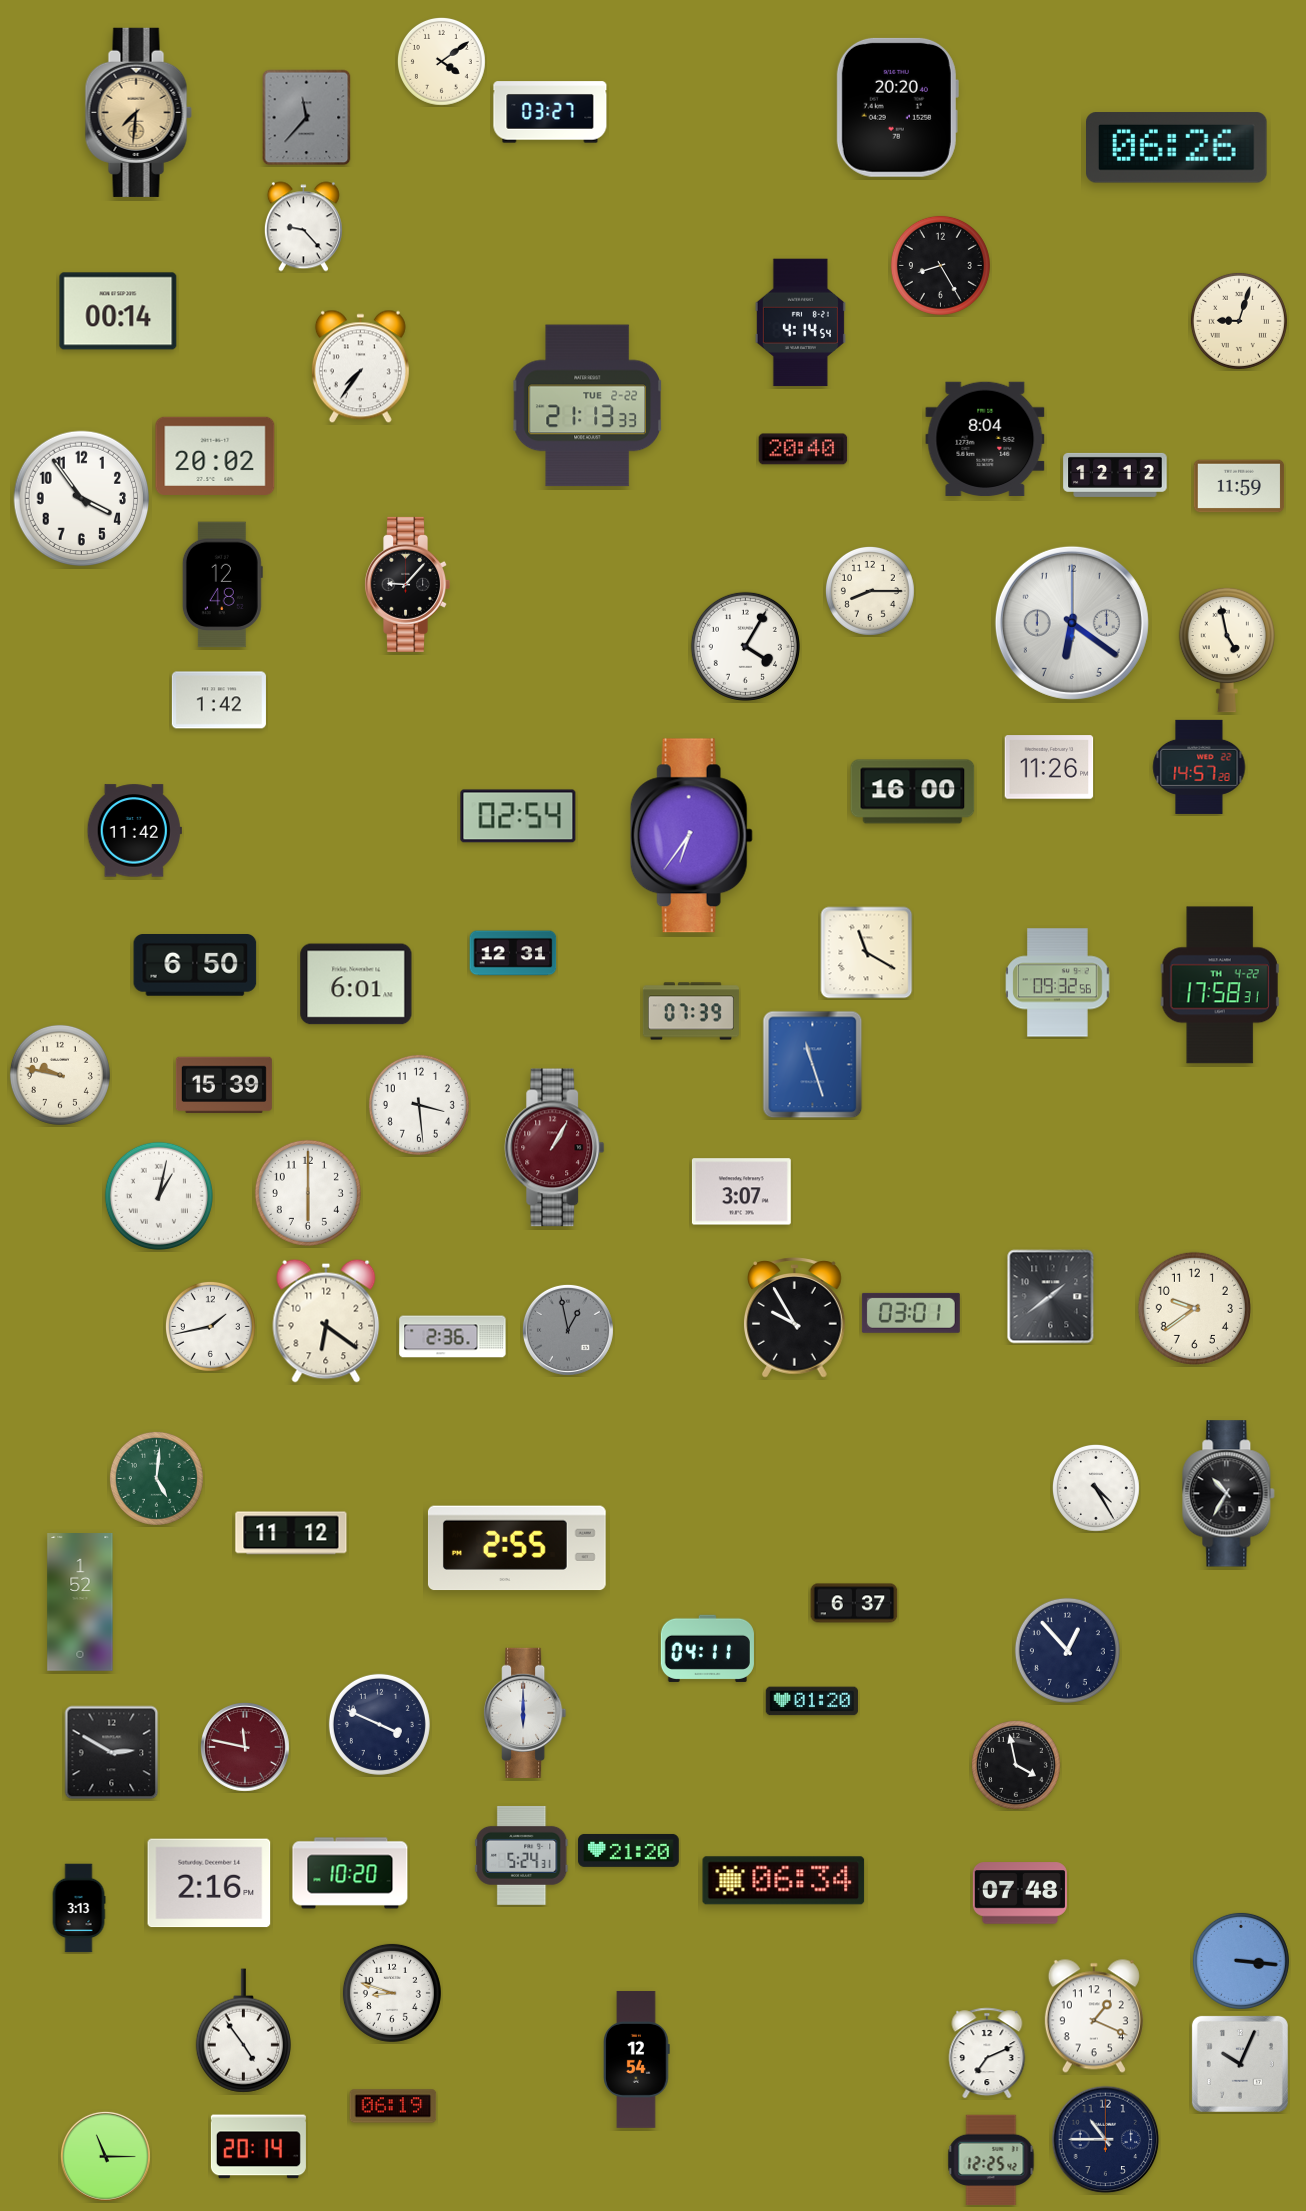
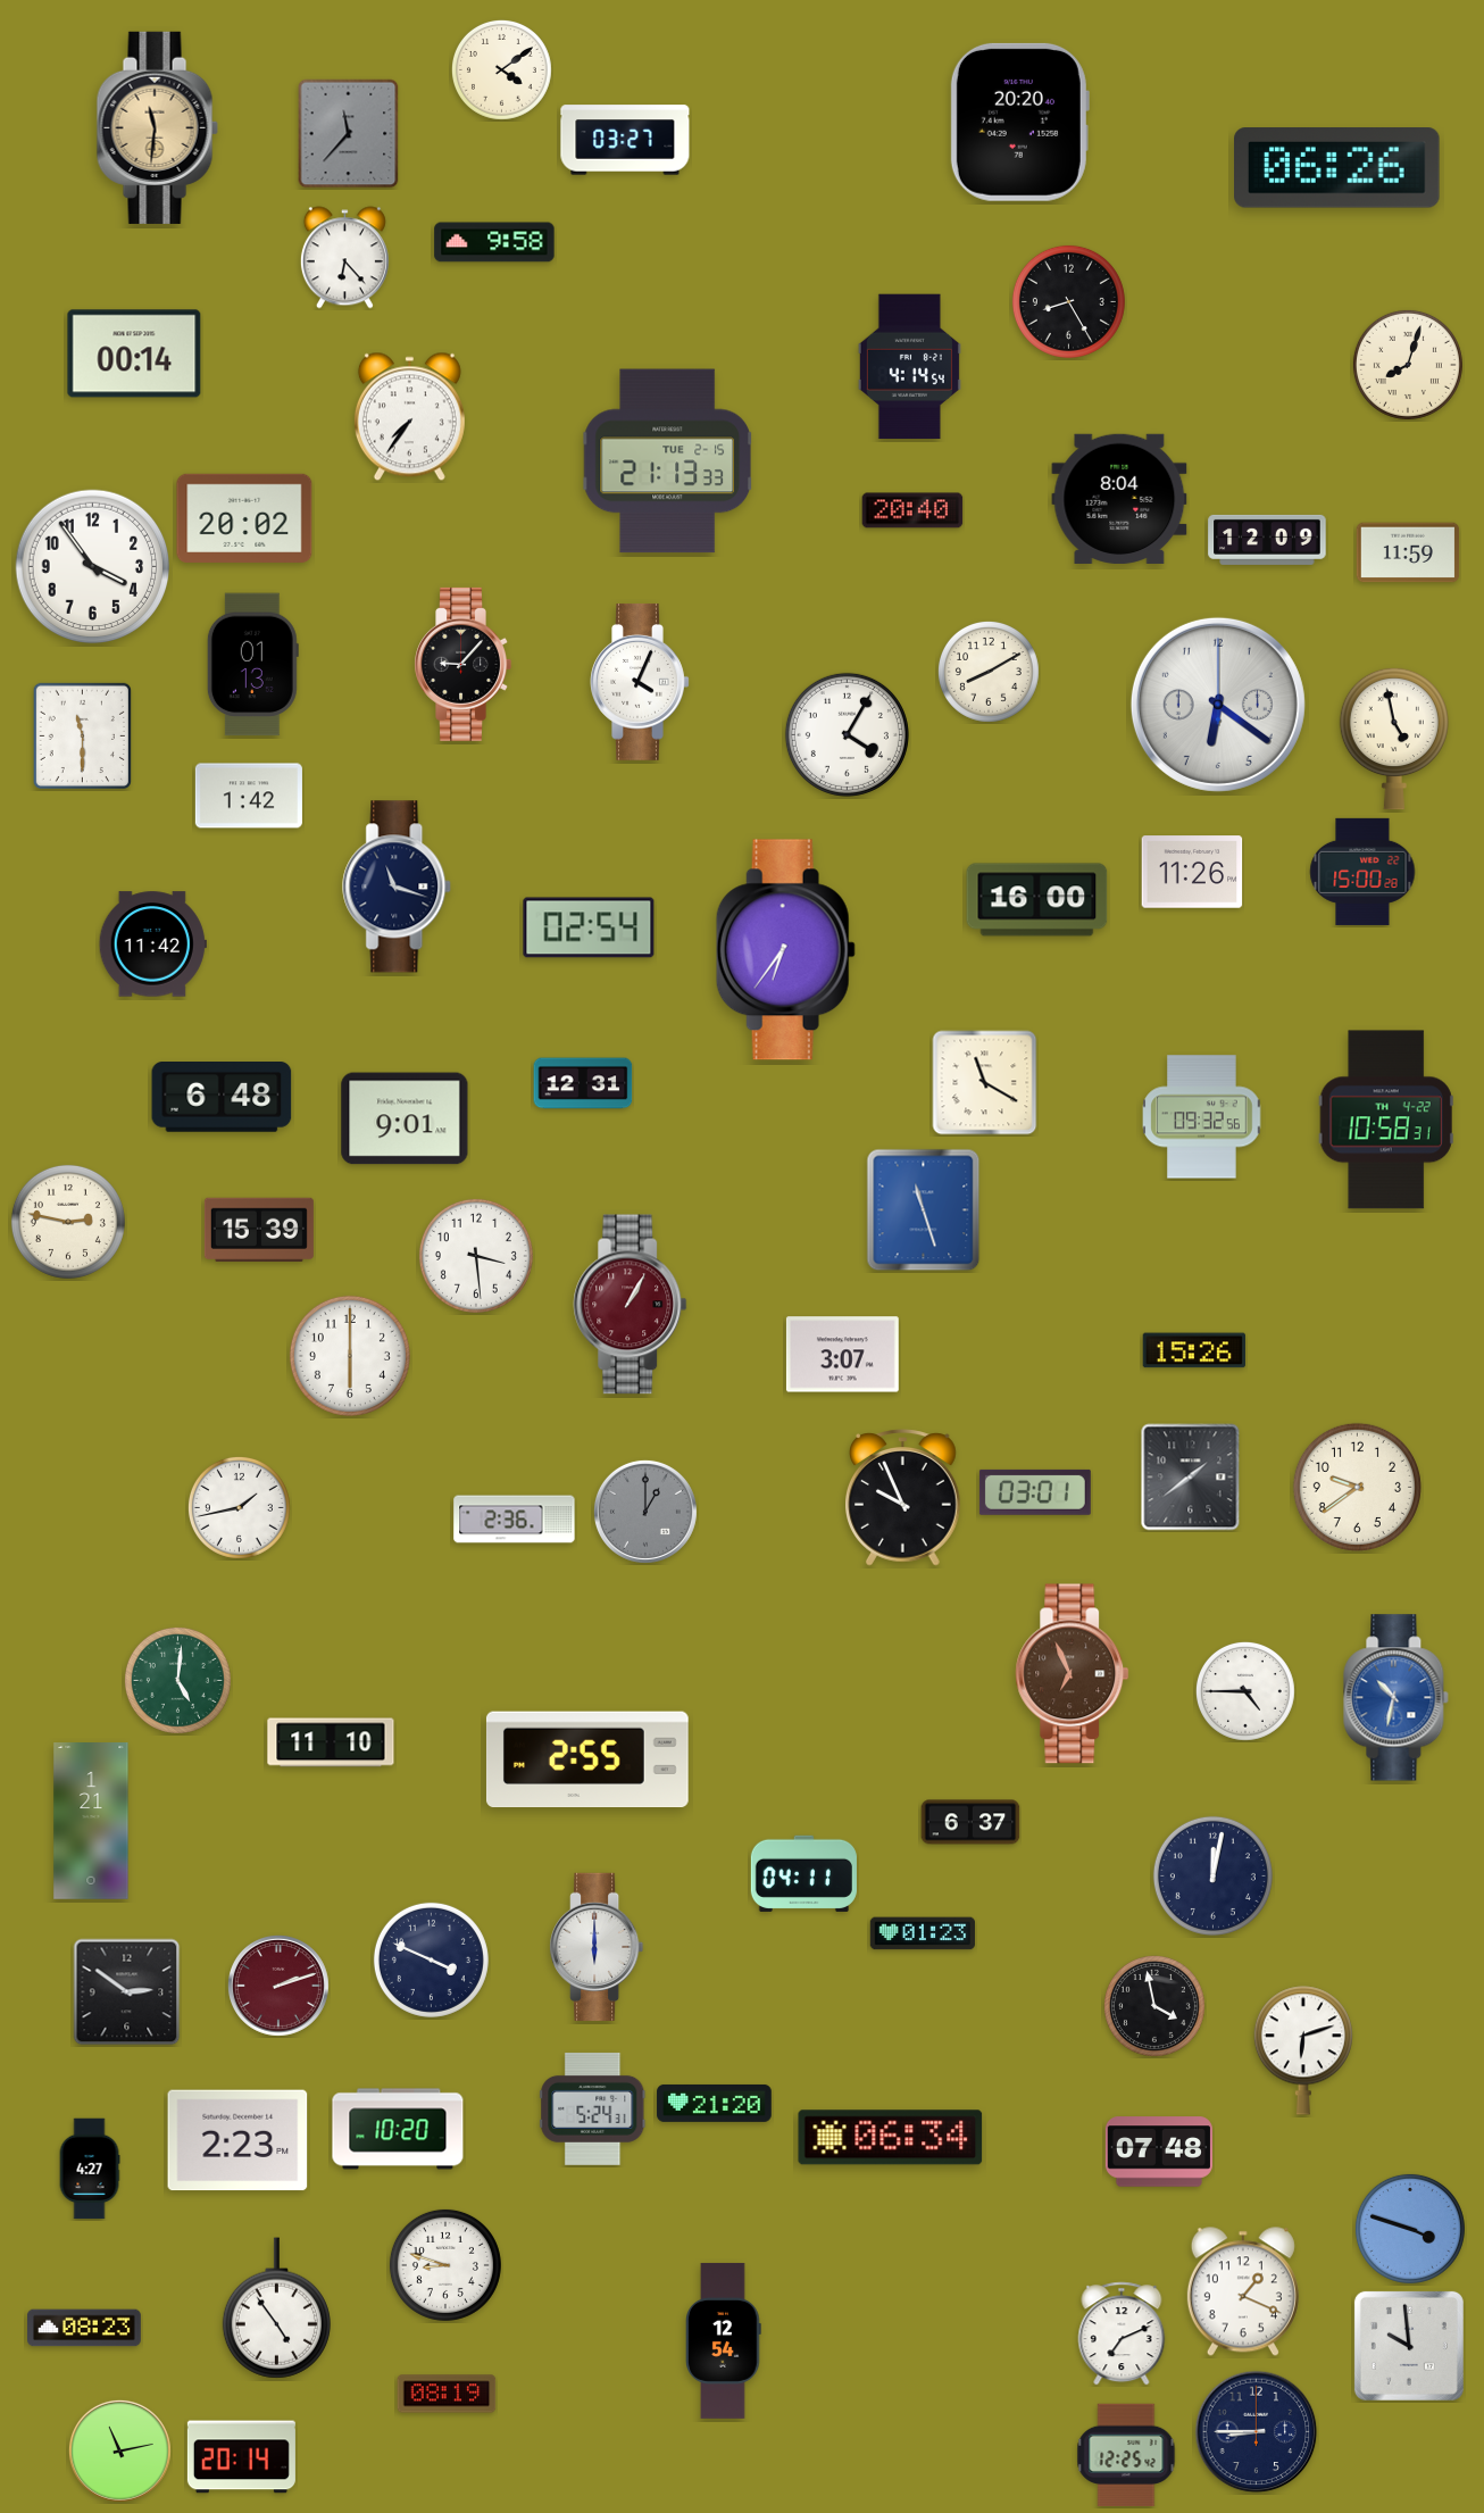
clock at (138, 112): 7:31 -> 11:31
clock at (550, 112) position: (550, 112) -> (625, 140)
clock at (494, 242): none -> 9:58
clock at (303, 227): 9:23 -> 6:23
clock at (1239, 321): 9:03 -> 8:03
clock at (587, 406) date: TUE 2-22 -> TUE 2-15
clock at (1115, 475): 12:12 -> 12:09
clock at (222, 585): 12:48 -> 01:13
clock at (870, 591): 8:15 -> 8:10
clock at (640, 682): none -> 4:04
clock at (1072, 623) position: (1072, 623) -> (1218, 705)
clock at (82, 735): none -> 11:30
clock at (1199, 767): 14:57 -> 15:00
clock at (398, 887): none -> 11:18
clock at (195, 966): 6:50 -> 6:48
clock at (356, 984): 6:01 -> 9:01
clock at (1220, 985): 17:58 -> 10:58
clock at (691, 1011): 07:39 -> none
clock at (60, 1075): 9:47 -> 2:47
clock at (224, 1084) position: (224, 1084) -> (259, 1229)
clock at (1193, 1350): none -> 15:26
clock at (159, 1196): 1:02 -> none
clock at (1051, 1297) position: (1051, 1297) -> (1191, 1478)
clock at (795, 1318): 9:55 -> 9:56
clock at (326, 1321): 6:21 -> none
clock at (568, 1330): 12:58 -> 1:00
clock at (1073, 1674): none -> 6:56
clock at (1096, 1488): 4:25 -> 4:45
clock at (1229, 1494): 10:35 -> 10:32
clock at (1229, 1494) dial: black -> blue
clock at (291, 1533): 11:12 -> 11:10
clock at (80, 1603): 1:52 -> 1:21
clock at (1067, 1650): 12:53 -> 12:02
clock at (811, 1701): 01:20 -> 01:23
clock at (245, 1747): 11:47 -> 2:12
clock at (112, 1753): 2:50 -> 2:51
clock at (1303, 2050): none -> 6:12
clock at (209, 1883): 2:16 -> 2:23
clock at (79, 1908): 3:13 -> 4:27
clock at (1241, 1961): 3:16 -> 3:48
clock at (85, 2328): none -> 08:23
clock at (1240, 2064): 10:04 -> 9:59
clock at (393, 2106): 06:19 -> 08:19
clock at (1106, 2140): 10:45 -> 8:45
clock at (258, 2147) position: (258, 2147) -> (241, 2457)
clock at (105, 2156): 11:15 -> 11:13
